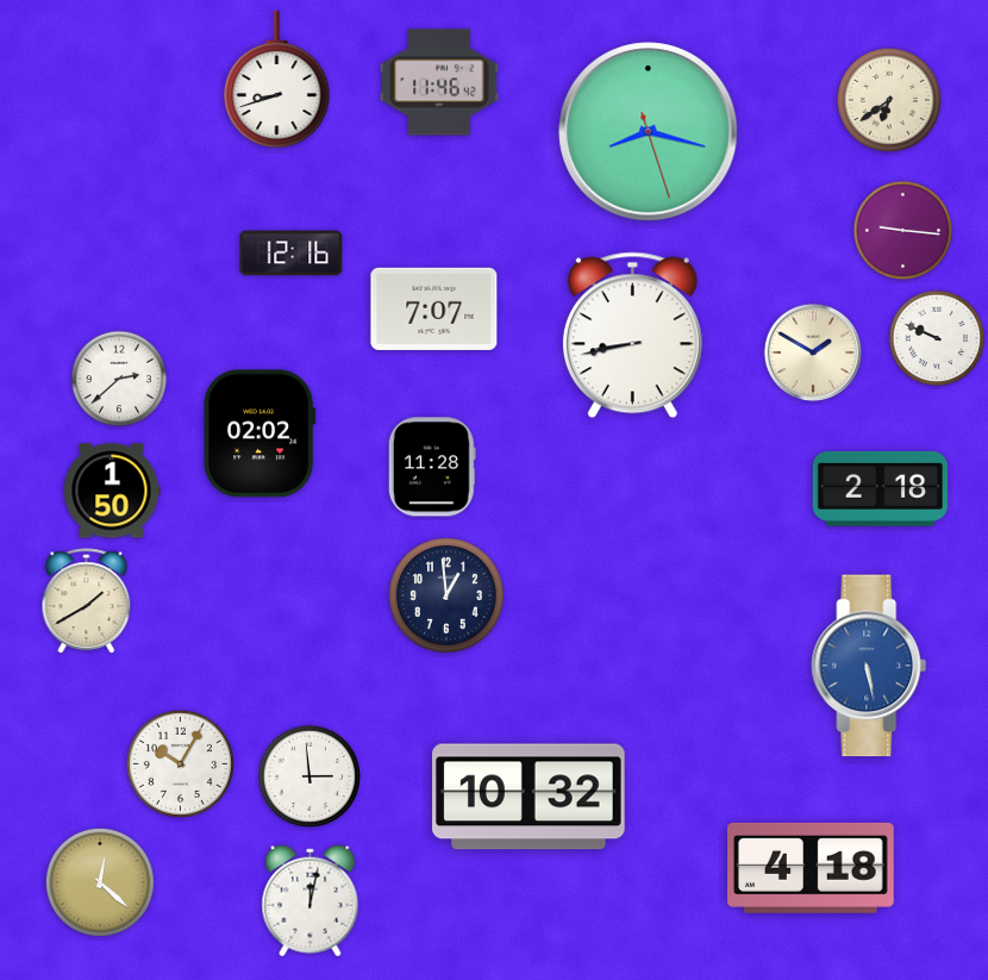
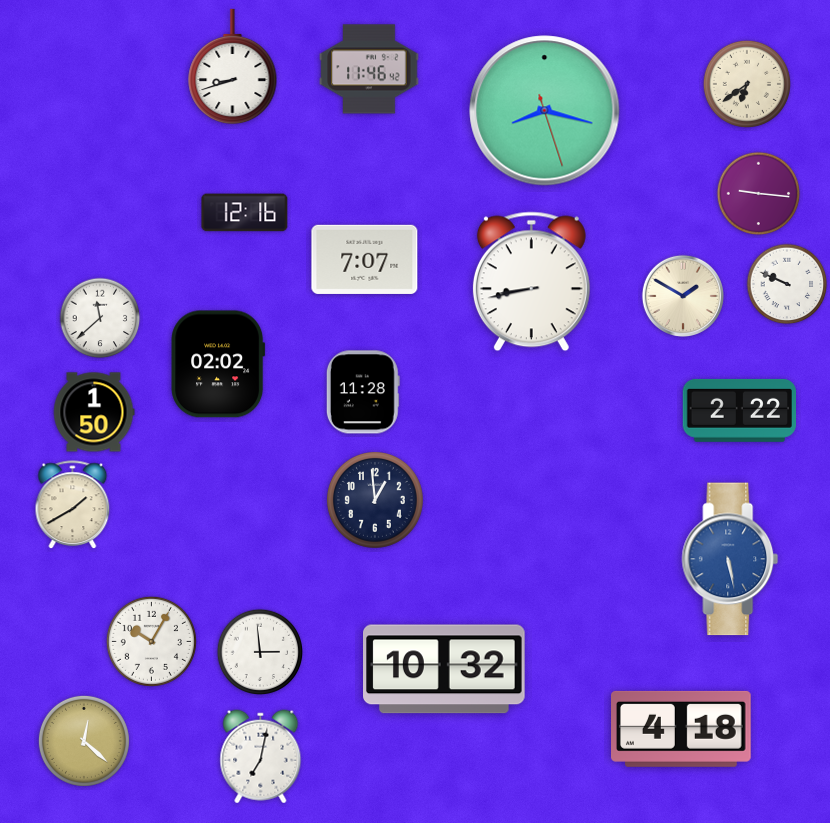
clock at (119, 379): 2:38 -> 11:38
clock at (880, 488): 2:18 -> 2:22
clock at (311, 901): 12:02 -> 7:02
